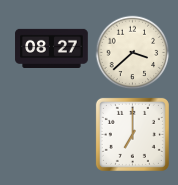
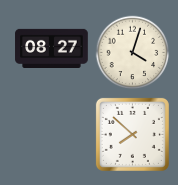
clock at (133, 53): 3:38 -> 4:03
clock at (132, 134): 7:00 -> 7:52
